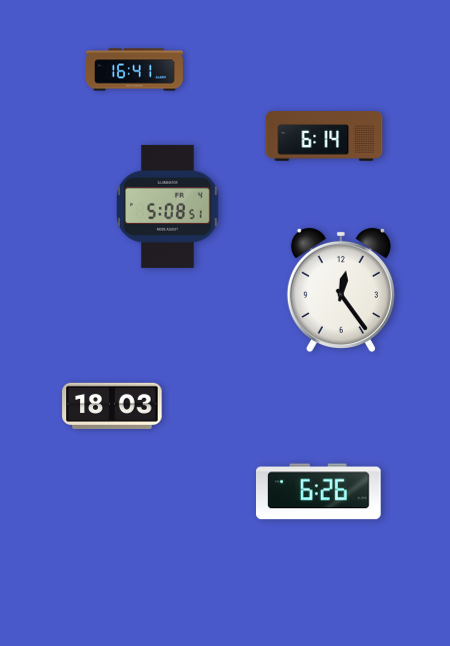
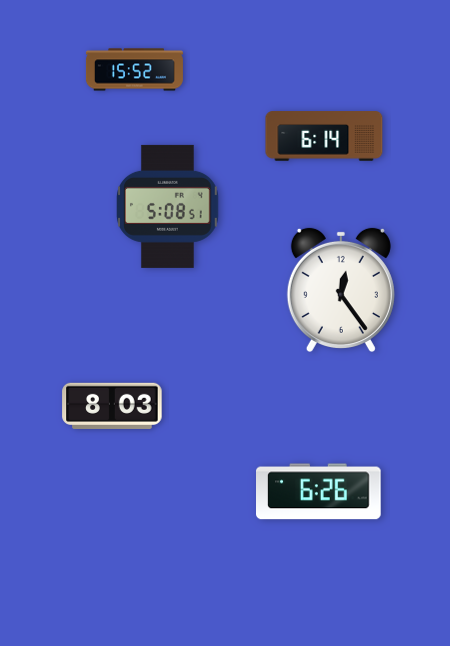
clock at (134, 70): 16:41 -> 15:52
clock at (112, 406): 18:03 -> 8:03
